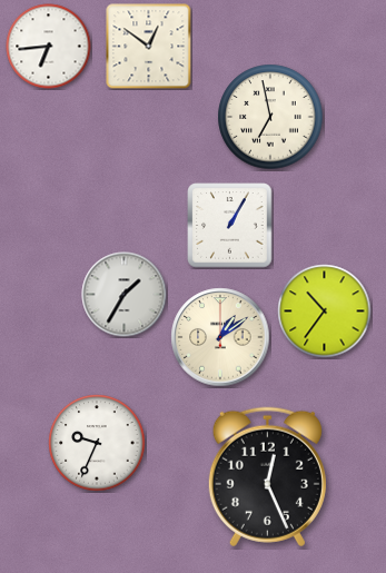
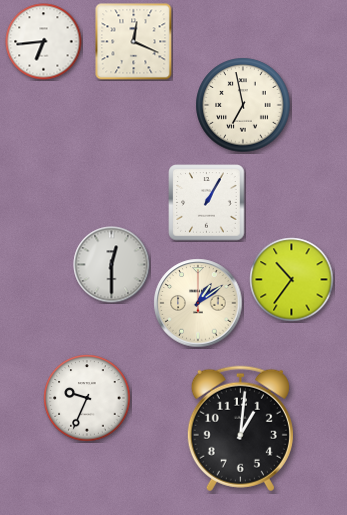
clock at (149, 47): 12:51 -> 12:19
clock at (125, 295): 1:35 -> 12:30
clock at (267, 477): 12:26 -> 1:01
